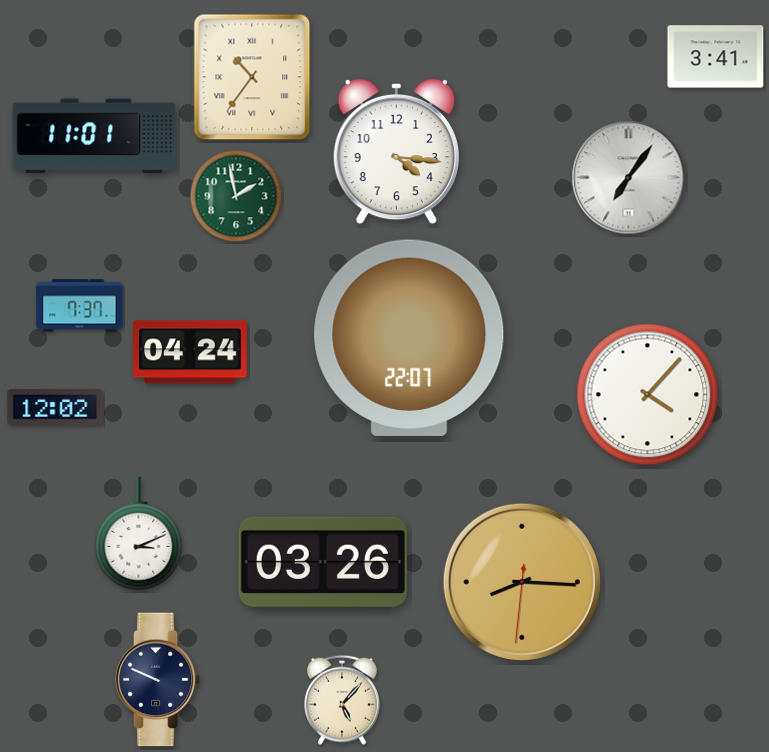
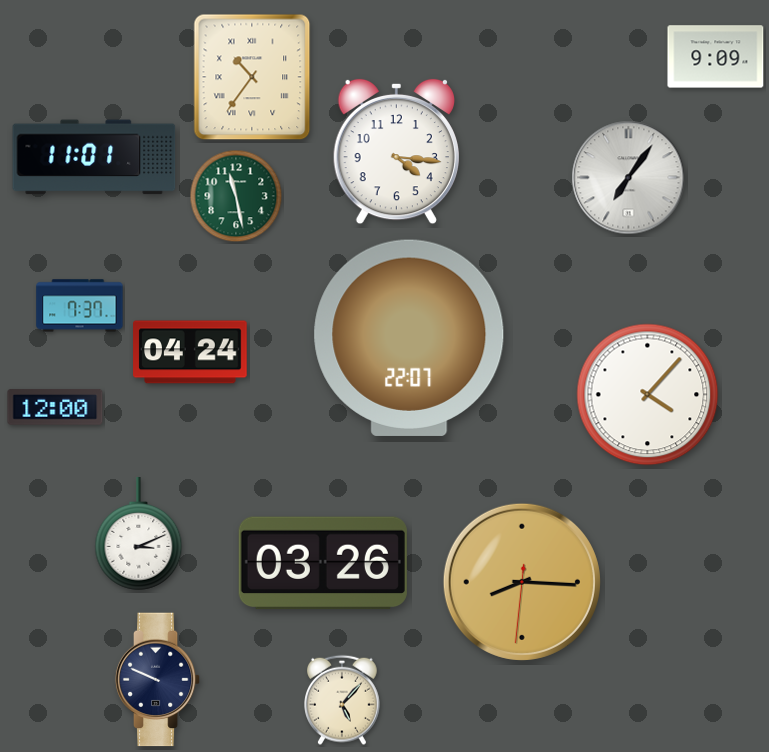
clock at (716, 57): 3:41 -> 9:09
clock at (94, 136) position: (94, 136) -> (94, 157)
clock at (236, 196): 1:58 -> 11:28
clock at (55, 407): 12:02 -> 12:00
